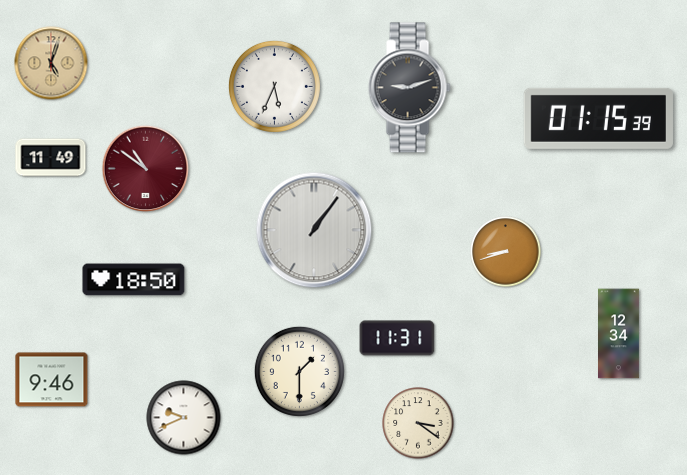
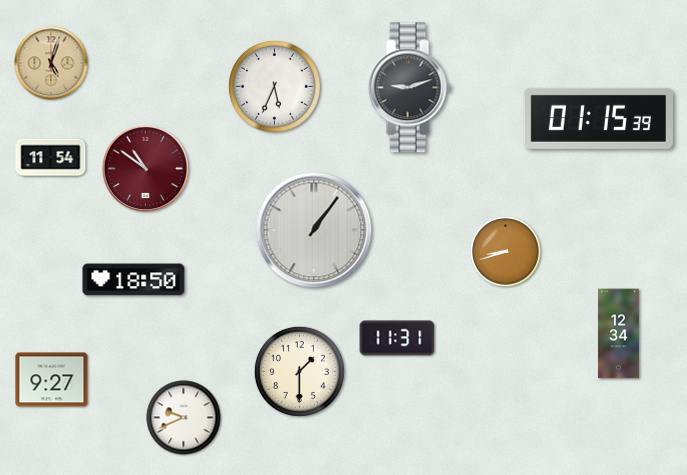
clock at (51, 158): 11:49 -> 11:54
clock at (52, 380): 9:46 -> 9:27
clock at (418, 423): 3:21 -> none
